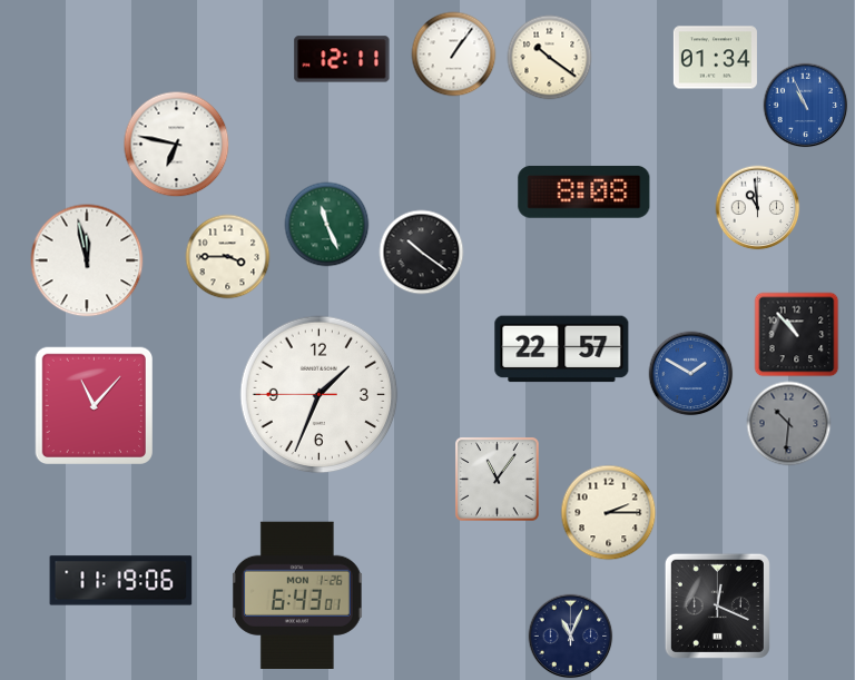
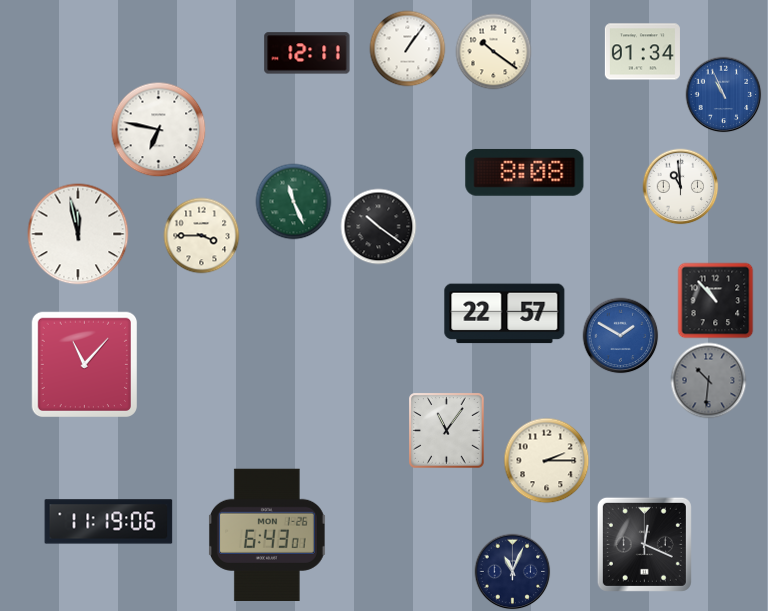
clock at (228, 257) position: (228, 257) -> (202, 236)
clock at (320, 395): 1:33 -> none
